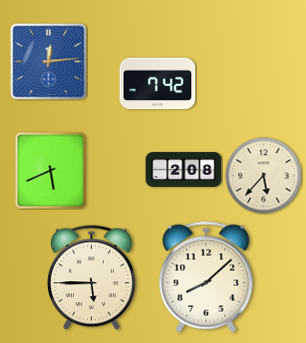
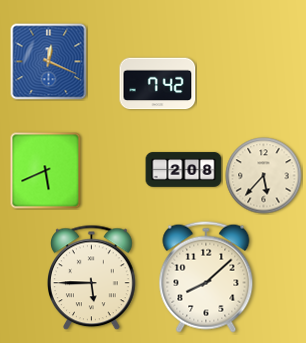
clock at (49, 62): 12:14 -> 12:19
clock at (51, 171) position: (51, 171) -> (46, 171)
